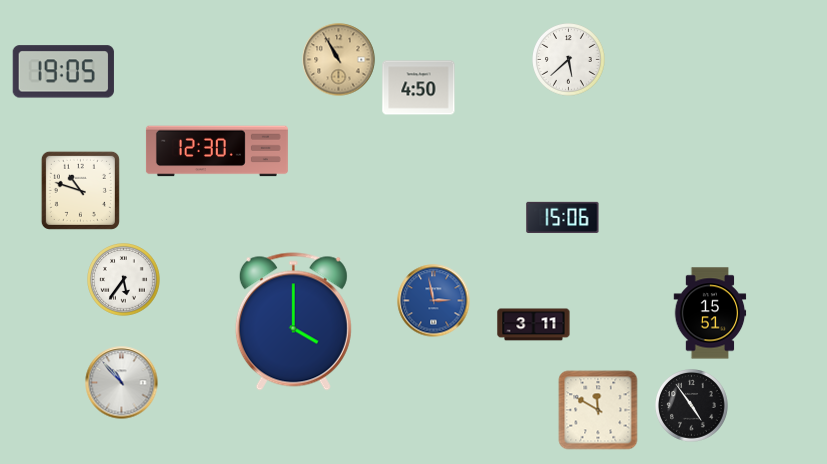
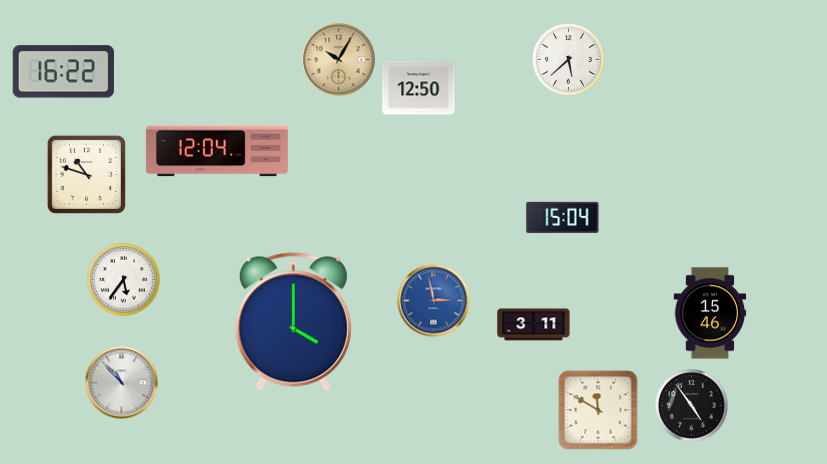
clock at (339, 60): 10:55 -> 10:05
clock at (63, 72): 19:05 -> 16:22
clock at (419, 88): 4:50 -> 12:50
clock at (217, 151): 12:30 -> 12:04
clock at (80, 190) position: (80, 190) -> (86, 174)
clock at (563, 217): 15:06 -> 15:04
clock at (710, 313): 15:51 -> 15:46
